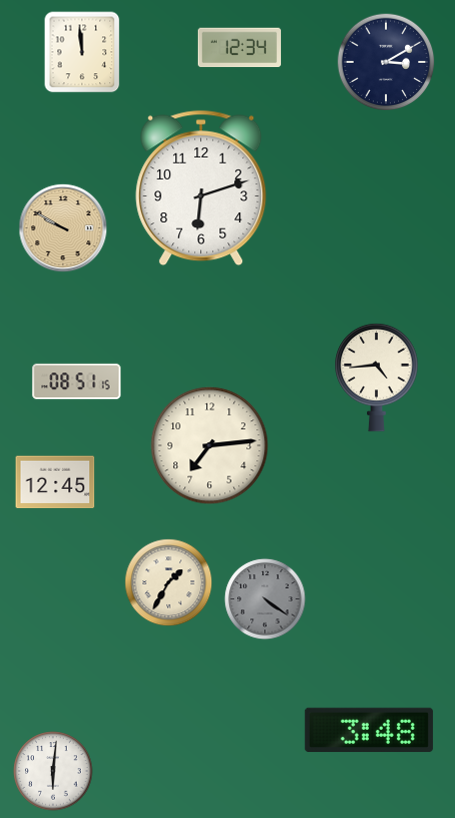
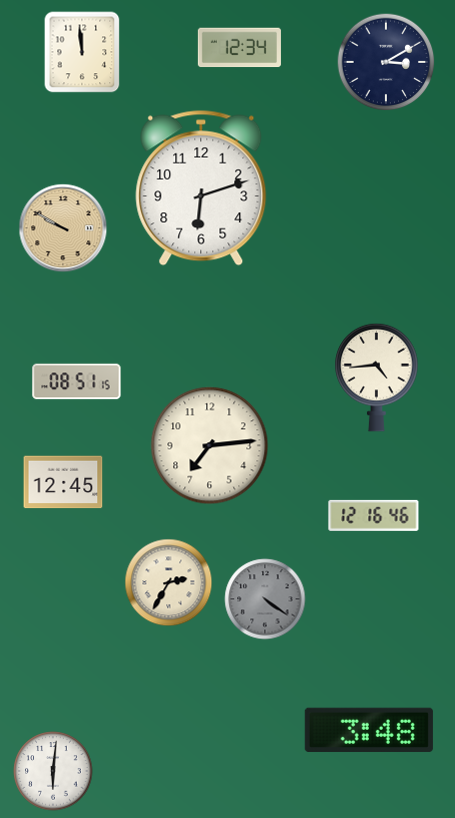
clock at (55, 482) position: (55, 482) -> (63, 482)
clock at (374, 515): none -> 12:16
clock at (169, 583): 1:35 -> 2:35
